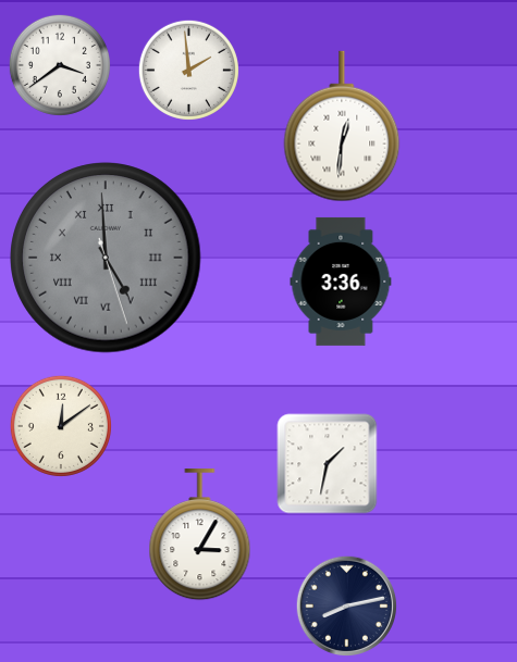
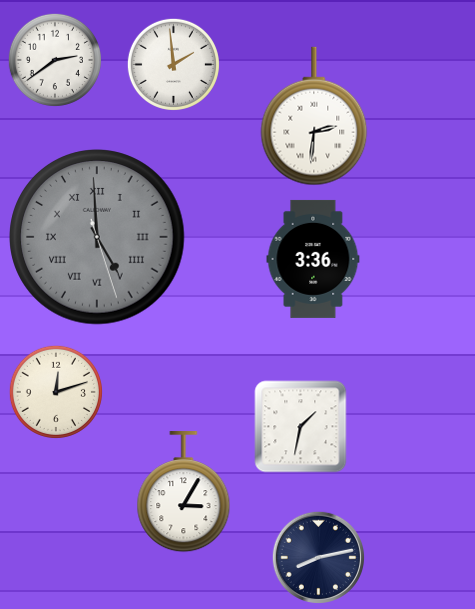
clock at (60, 65): 3:39 -> 2:39
clock at (342, 126): 12:31 -> 2:31
clock at (61, 426): 12:09 -> 12:12
